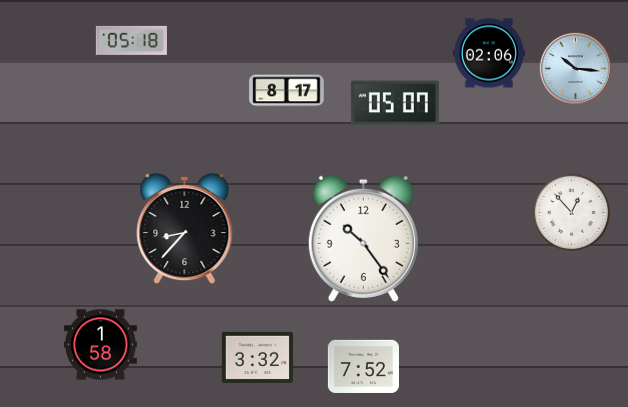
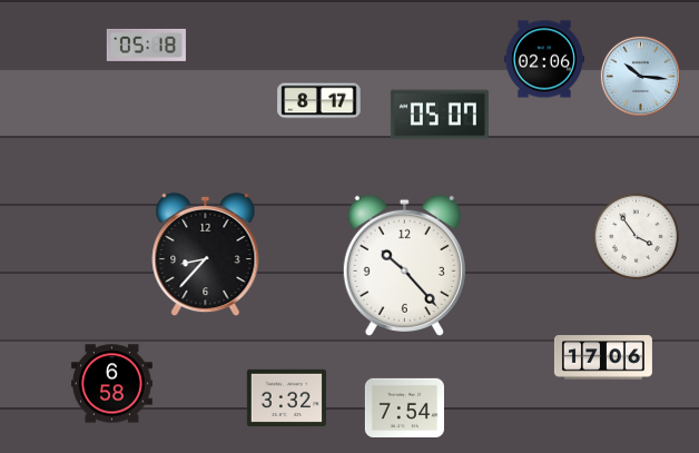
clock at (572, 213): 12:53 -> 3:54
clock at (363, 238): 10:24 -> 10:23
clock at (603, 357): none -> 17:06
clock at (100, 345): 1:58 -> 6:58
clock at (363, 366): 7:52 -> 7:54
